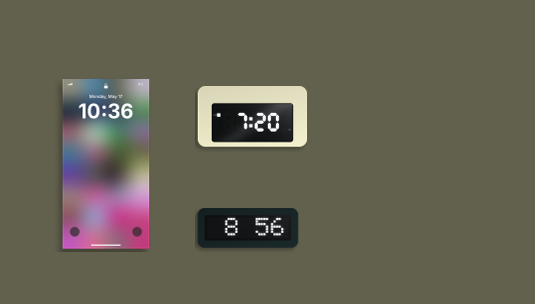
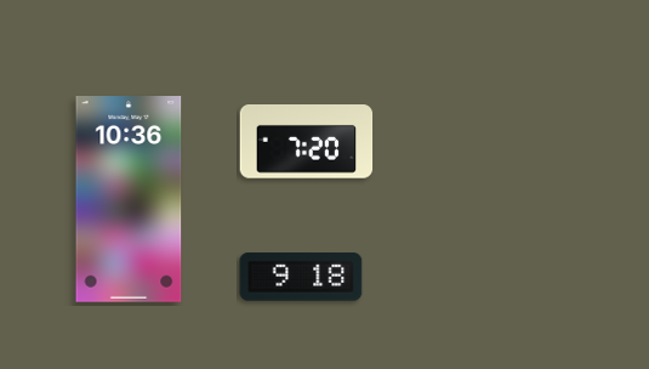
clock at (248, 228): 8:56 -> 9:18
